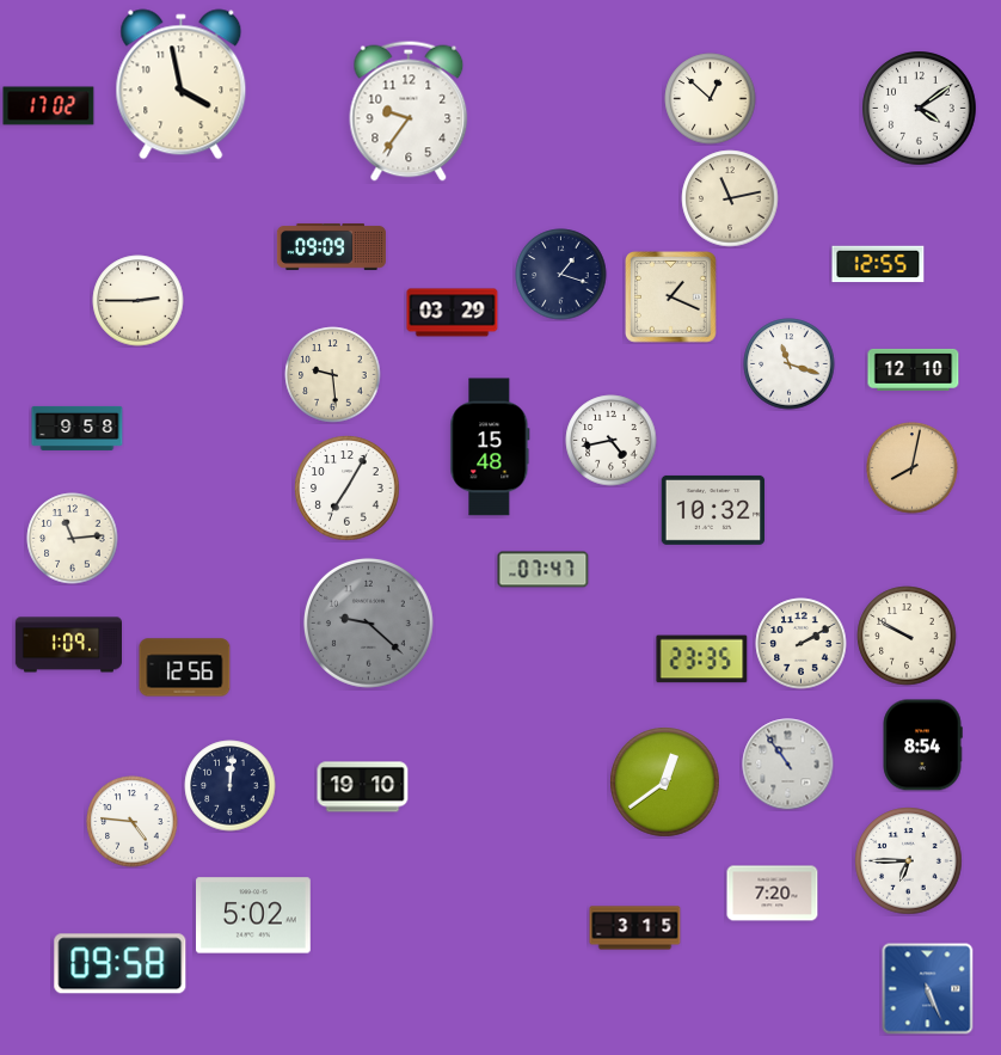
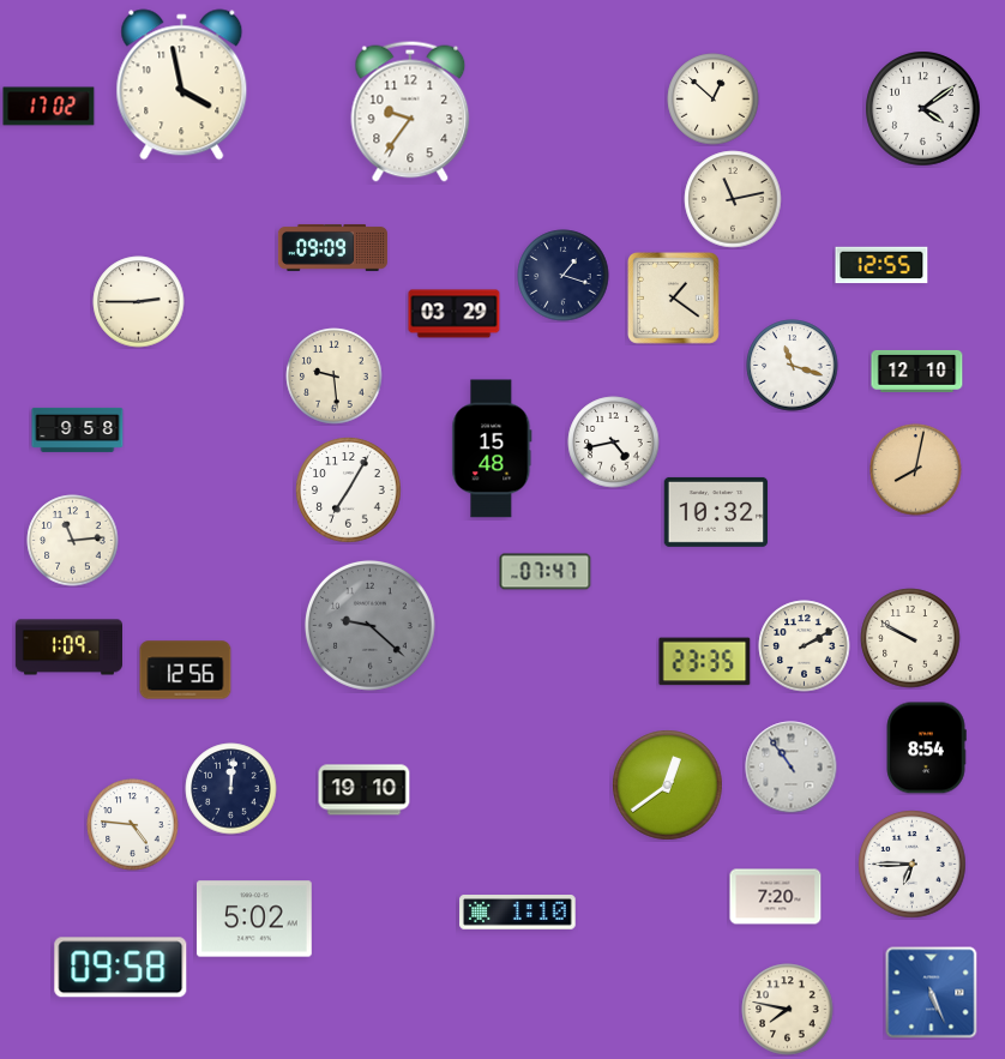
clock at (671, 298): 1:19 -> 1:21
clock at (518, 913): none -> 1:10
clock at (635, 928): 3:15 -> none
clock at (788, 1010): none -> 7:47
